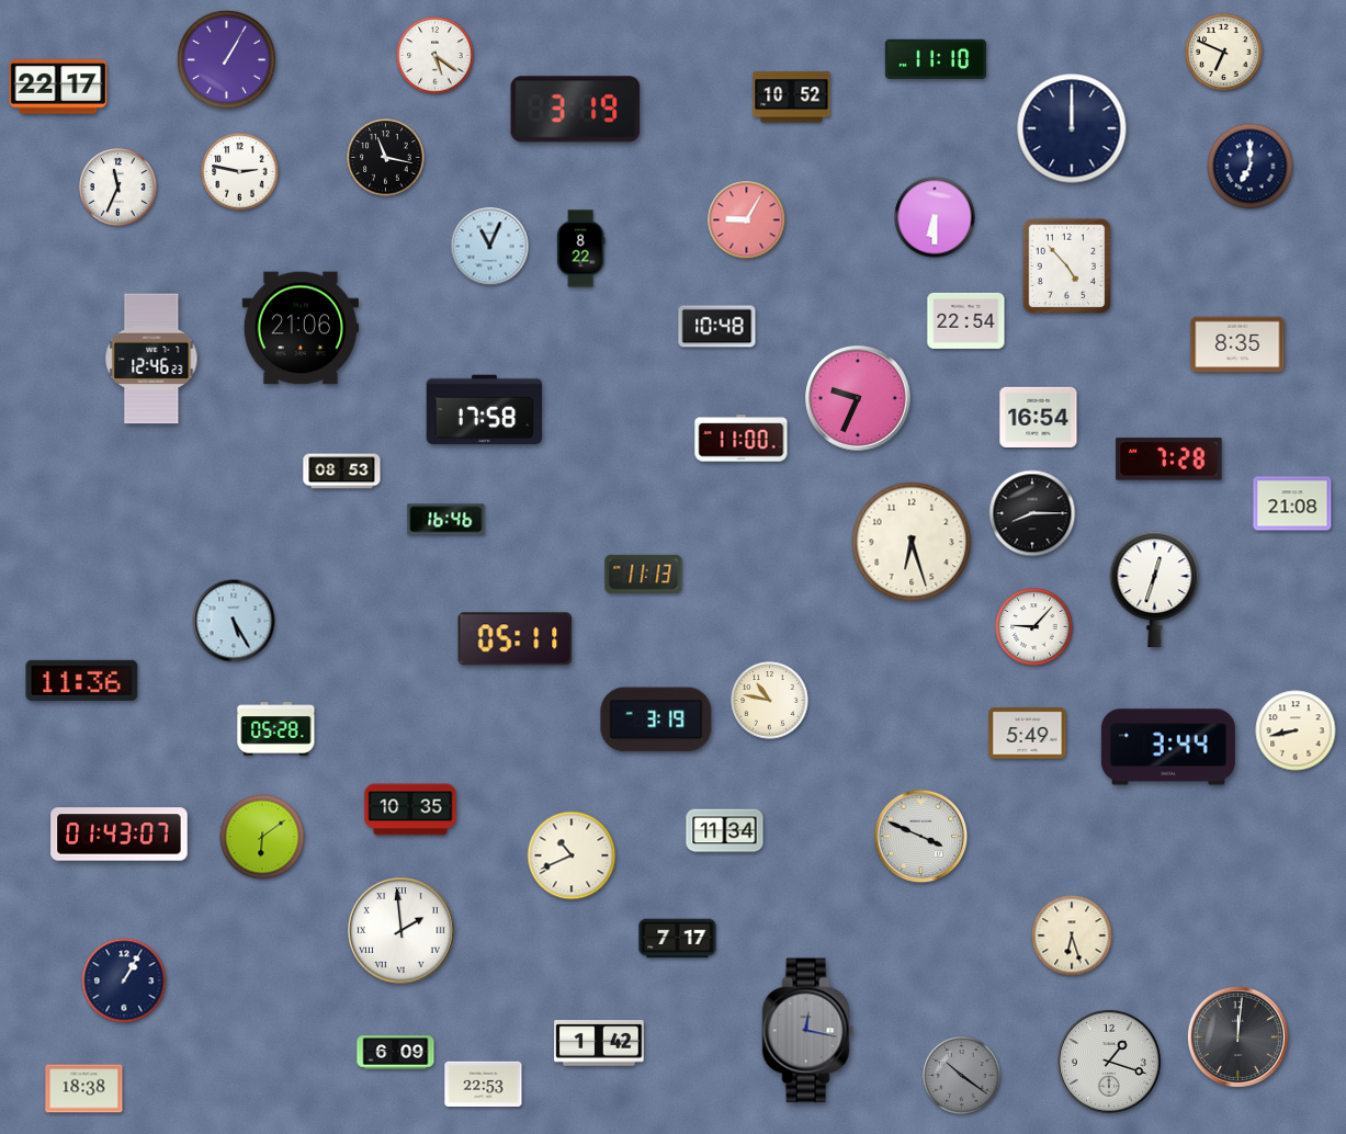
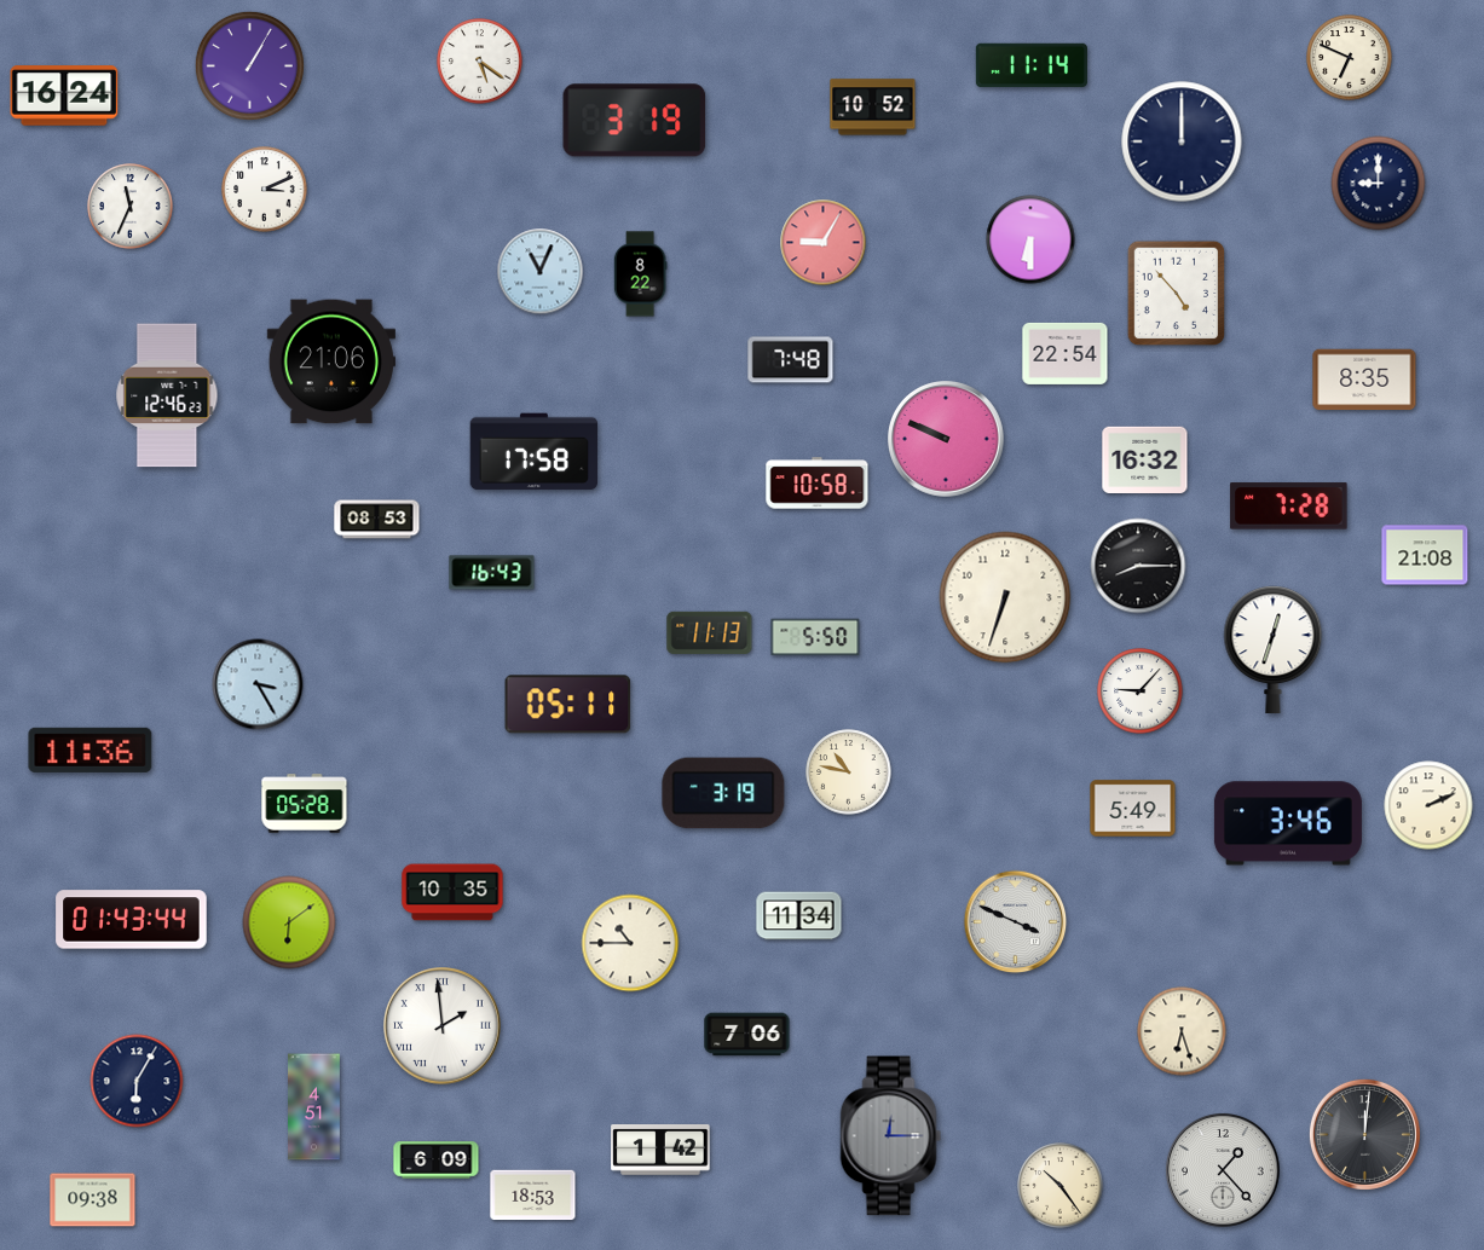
clock at (936, 59): 11:10 -> 11:14
clock at (58, 87): 22:17 -> 16:24
clock at (386, 158): 11:17 -> none
clock at (1251, 167): 7:00 -> 9:00
clock at (240, 172): 2:47 -> 3:11
clock at (717, 327): 10:48 -> 7:48
clock at (859, 399): 9:34 -> 9:49
clock at (1039, 418): 16:54 -> 16:32
clock at (742, 439): 11:00 -> 10:58
clock at (446, 520): 16:46 -> 16:43
clock at (912, 542): 6:27 -> 6:33
clock at (815, 637): none -> 5:50
clock at (234, 621): 5:25 -> 3:25
clock at (1296, 730): 8:43 -> 2:11
clock at (1168, 747): 3:44 -> 3:46
clock at (120, 835): 01:43:07 -> 01:43:44
clock at (572, 855): 10:41 -> 10:45
clock at (678, 939): 7:17 -> 7:06
clock at (124, 980): 1:05 -> 6:05
clock at (314, 1107): none -> 4:51
clock at (808, 1031): 12:17 -> 12:15
clock at (1237, 1036) position: (1237, 1036) -> (1364, 1134)
clock at (1109, 1062): 1:18 -> 1:23
clock at (962, 1076): 10:21 -> 10:24
clock at (962, 1076) dial: grey -> cream
clock at (484, 1085): 22:53 -> 18:53
clock at (84, 1089): 18:38 -> 09:38
